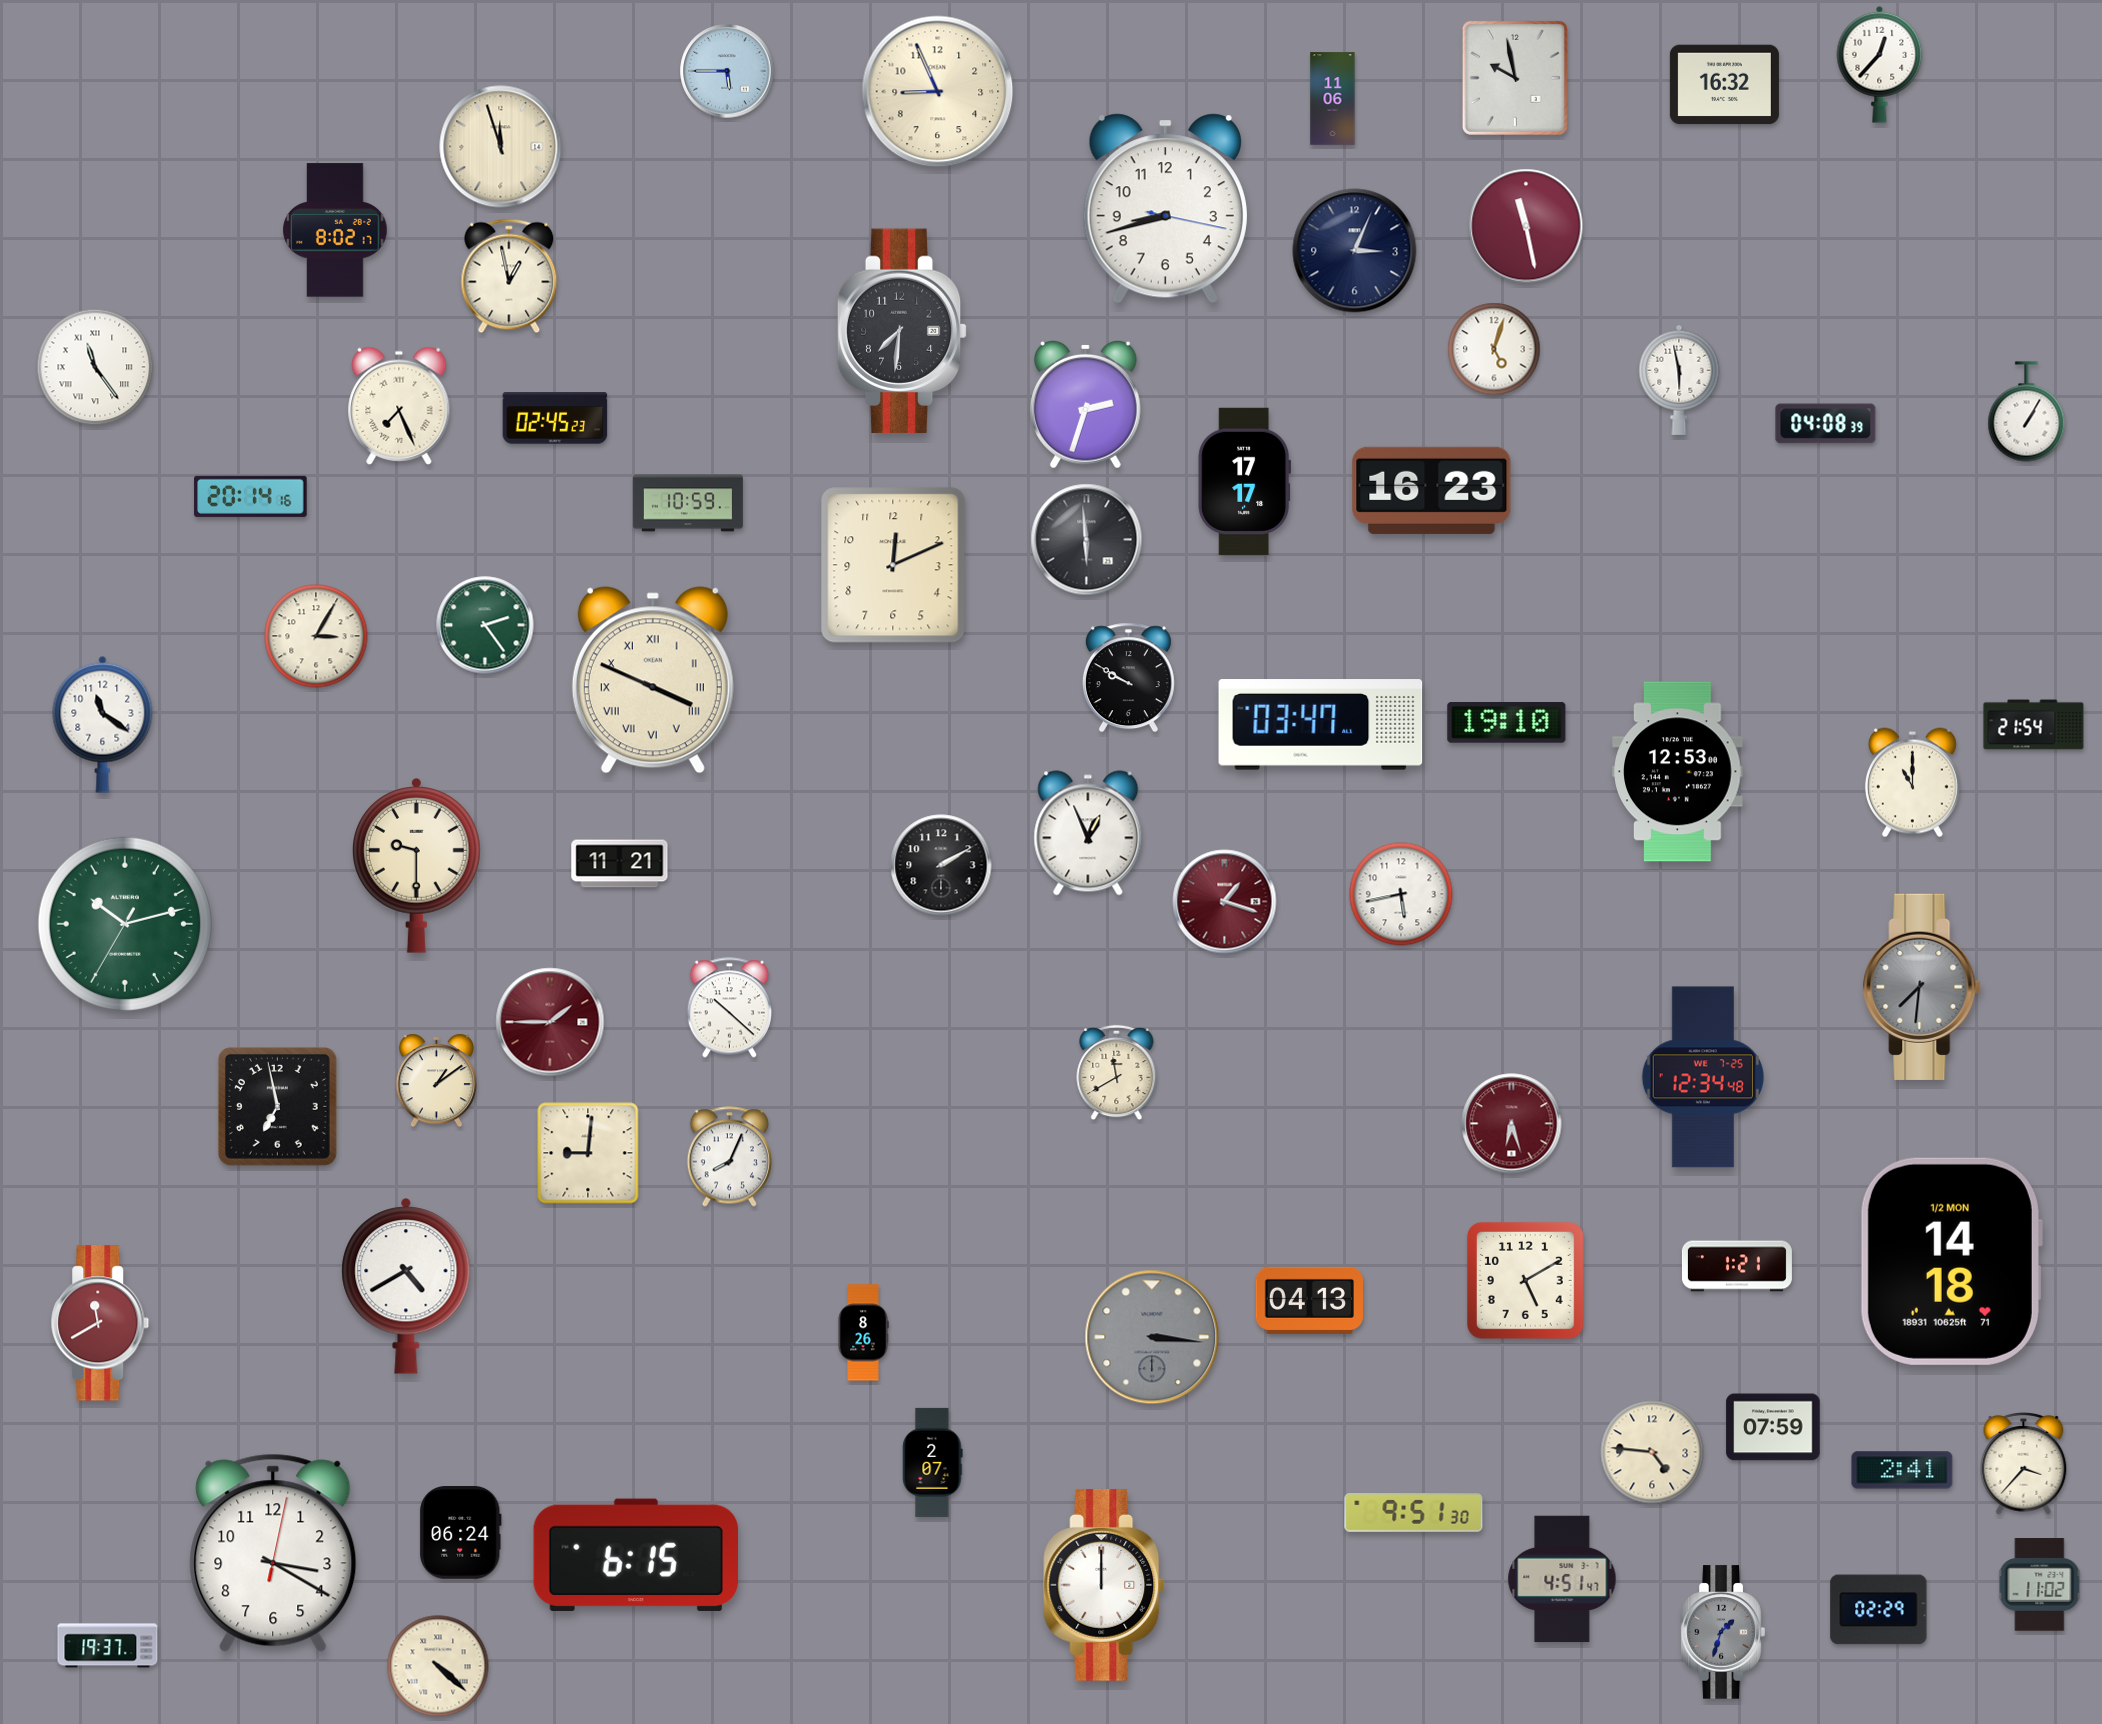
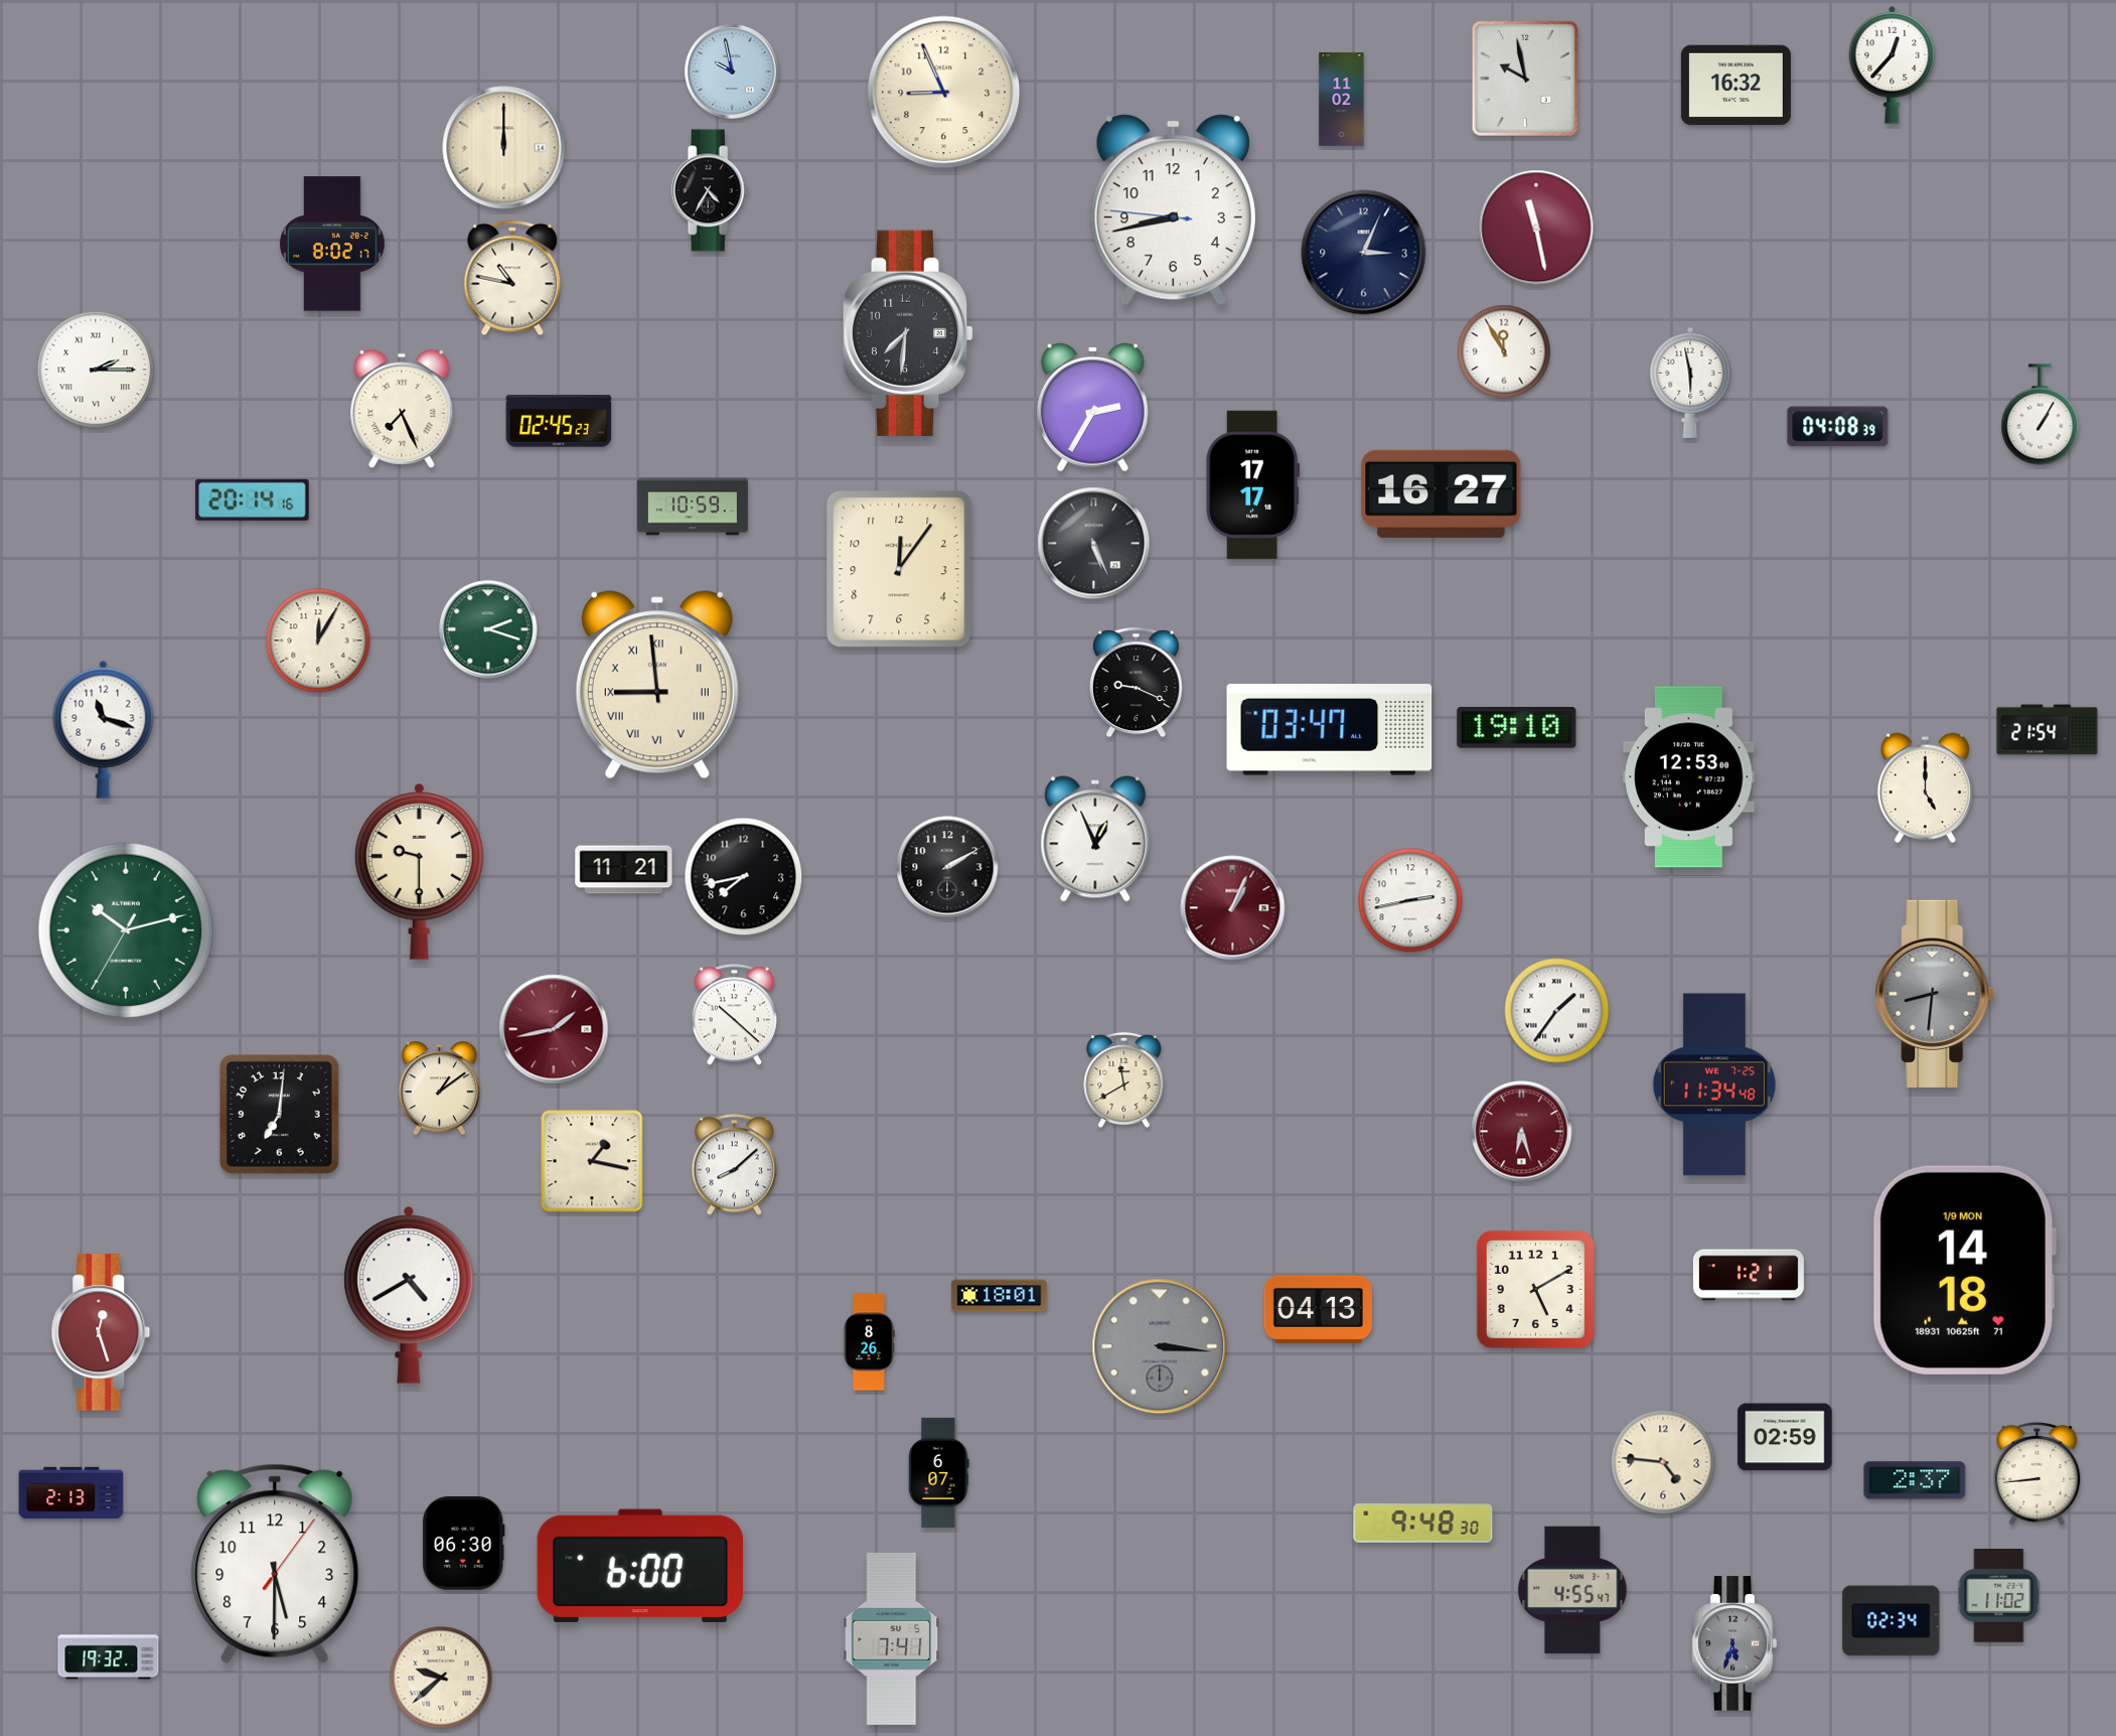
clock at (727, 71): 5:45 -> 9:58
clock at (1333, 99): 11:06 -> 11:02
clock at (501, 147): 11:57 -> 12:00
clock at (710, 190): none -> 4:35
clock at (1165, 209): 8:42:17 -> 8:42:46
clock at (335, 230) position: (335, 230) -> (332, 244)
clock at (509, 276): 12:58 -> 10:47
clock at (1494, 349): 5:03 -> 11:55
clock at (95, 367): 11:24 -> 2:15
clock at (1085, 404): 2:33 -> 2:35
clock at (1432, 490): 16:23 -> 16:27
clock at (1087, 540): 5:59 -> 5:26
clock at (893, 565): 12:11 -> 12:06
clock at (485, 625): 2:24 -> 2:18
clock at (316, 636): 3:05 -> 12:05
clock at (1128, 678): 9:50 -> 9:19
clock at (653, 680): 3:49 -> 8:59
clock at (103, 724): 11:21 -> 11:18
clock at (1912, 783): 11:00 -> 5:00
clock at (941, 865) position: (941, 865) -> (947, 867)
clock at (744, 877): none -> 7:43
clock at (1401, 894): 5:43 -> 2:43
clock at (1225, 902): 1:18 -> 1:04
clock at (1923, 987): 7:31 -> 8:31
clock at (1557, 1011): none -> 1:36
clock at (550, 1022): 1:45 -> 1:43
clock at (1703, 1077): 12:34 -> 11:34
clock at (277, 1106): 6:58 -> 7:01
clock at (588, 1153): 9:01 -> 1:17
clock at (729, 1157): 8:04 -> 8:08
clock at (1951, 1261) date: 1/2 MON -> 1/9 MON
clock at (1000, 1296): none -> 18:01
clock at (100, 1323): 11:40 -> 12:27
clock at (1773, 1427): 07:59 -> 02:59
clock at (933, 1462): 2:07 -> 6:07
clock at (2024, 1464): 3:37 -> 8:44
clock at (1902, 1470): 2:41 -> 2:37
clock at (71, 1493): none -> 2:13
clock at (1414, 1513): 9:51 -> 9:48
clock at (461, 1533): 06:24 -> 06:30
clock at (273, 1553): 3:20 -> 5:30
clock at (635, 1555): 6:15 -> 6:00
clock at (1562, 1579): 4:51 -> 4:55
clock at (1104, 1585): 12:00 -> none
clock at (2040, 1585) position: (2040, 1585) -> (1999, 1596)
clock at (1879, 1610): 02:29 -> 02:34
clock at (892, 1638): none -> 7:41
clock at (1723, 1632): 1:33 -> 5:33
clock at (108, 1646): 19:37 -> 19:32
clock at (438, 1666): 4:22 -> 9:38
